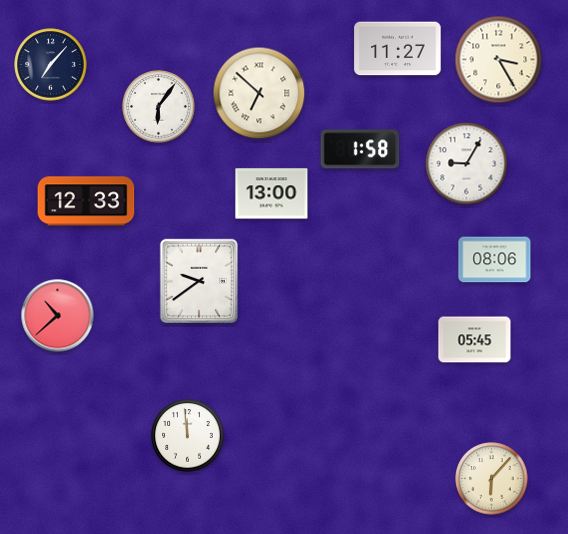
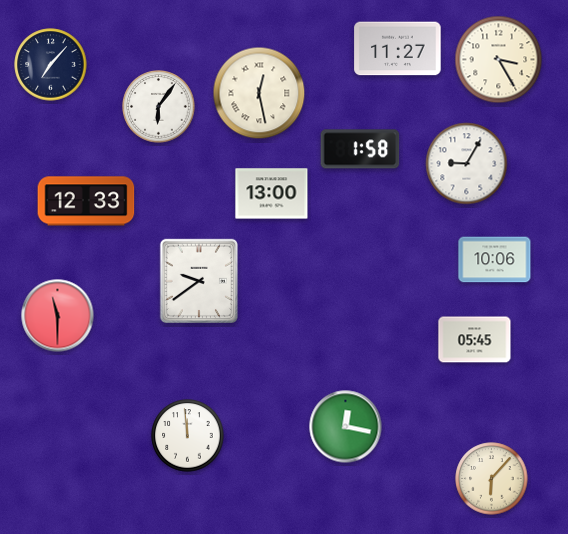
clock at (259, 93): 6:52 -> 12:28
clock at (495, 260): 08:06 -> 10:06
clock at (58, 316): 10:38 -> 11:30
clock at (346, 427): none -> 12:17
